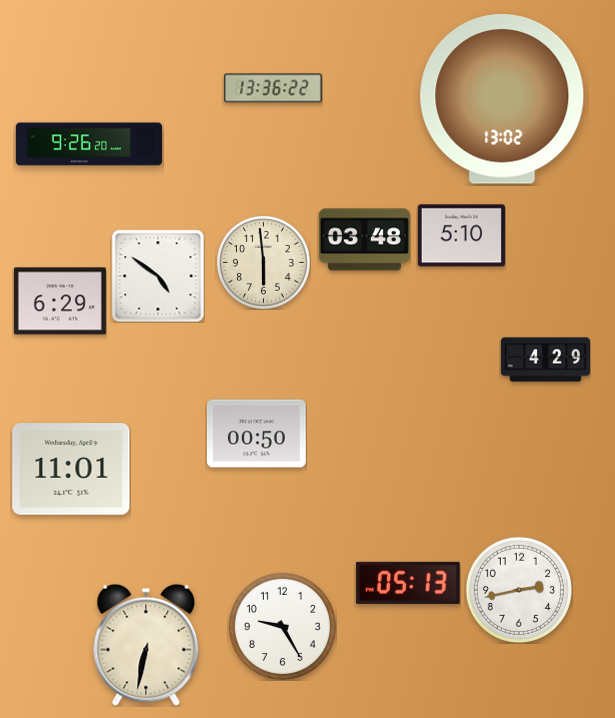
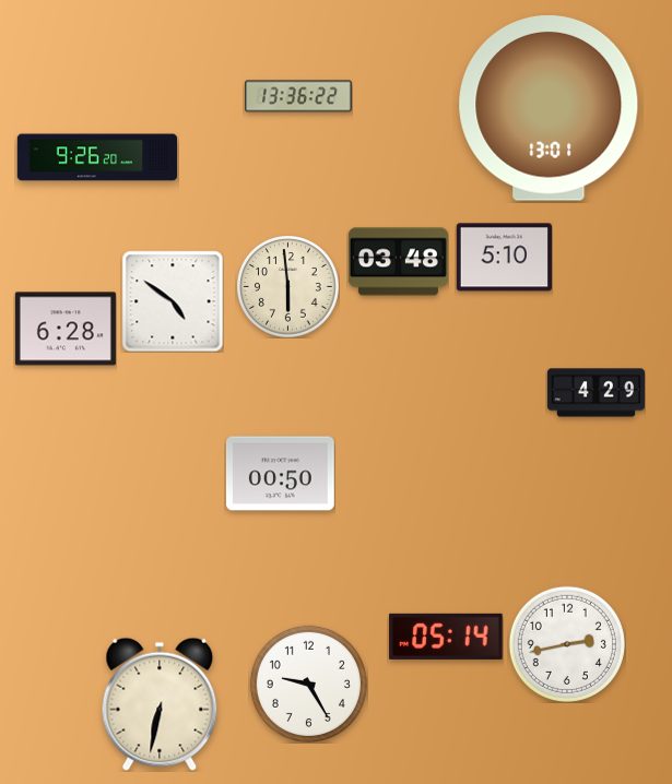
clock at (502, 100): 13:02 -> 13:01
clock at (60, 301): 6:29 -> 6:28
clock at (71, 469): 11:01 -> none
clock at (408, 583): 05:13 -> 05:14
